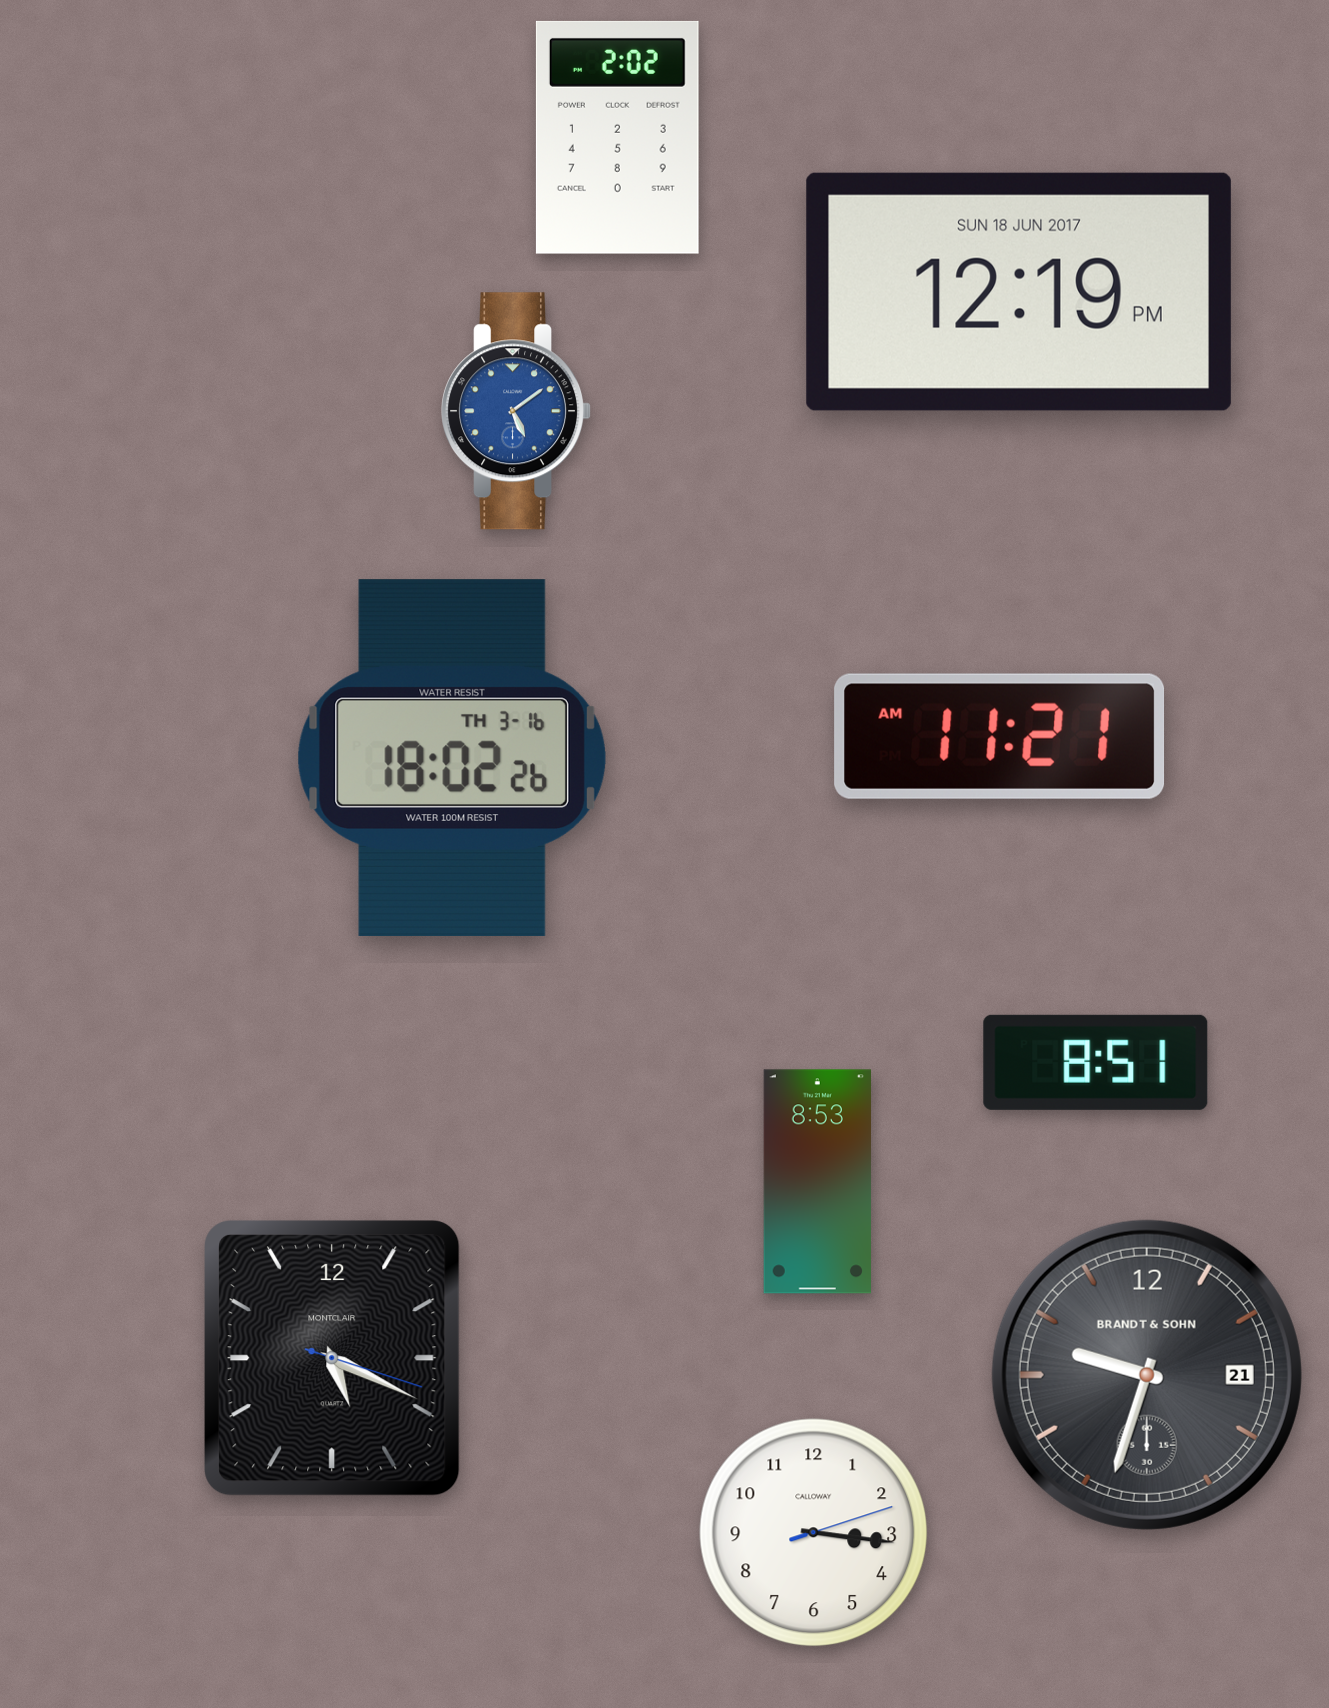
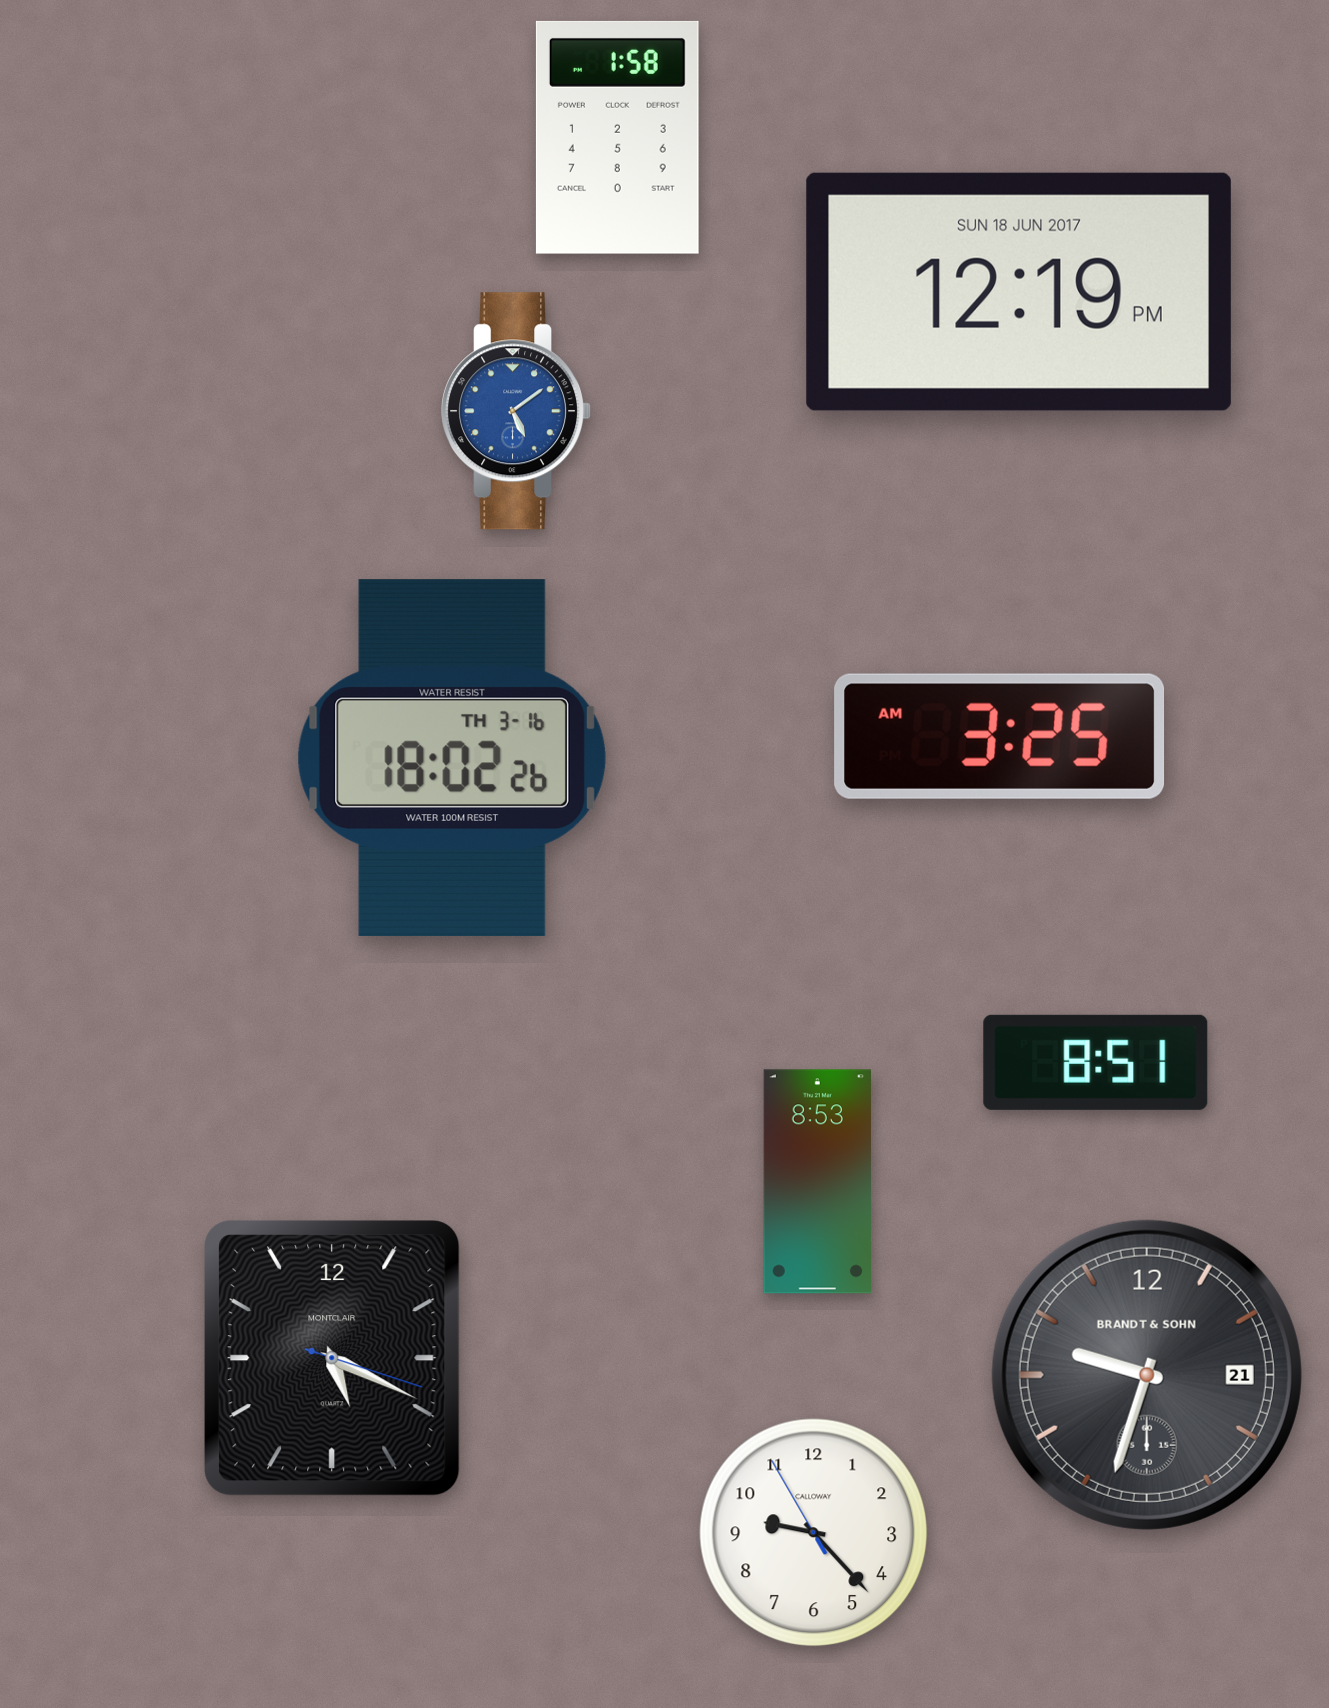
clock at (617, 137): 2:02 -> 1:58
clock at (999, 736): 11:21 -> 3:25
clock at (814, 1533): 3:16 -> 9:22
